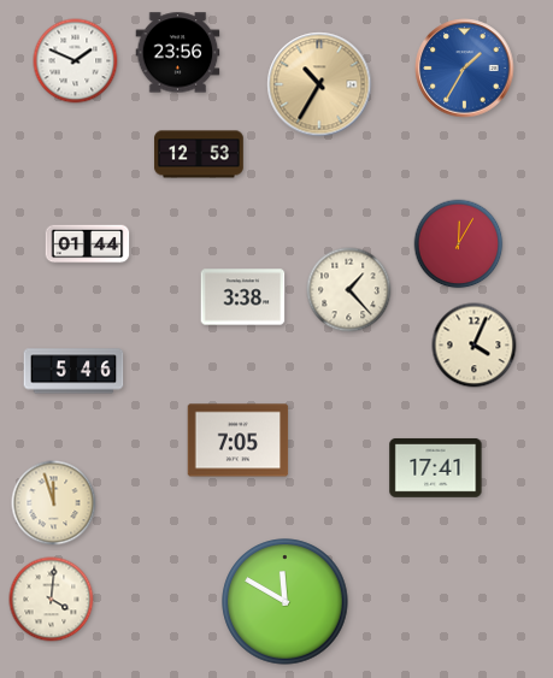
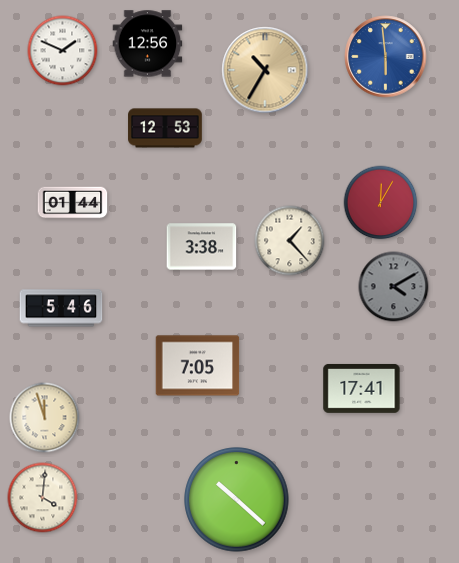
clock at (178, 53): 23:56 -> 12:56
clock at (465, 69): 1:35 -> 5:59
clock at (475, 346): 4:04 -> 4:10
clock at (475, 346) dial: cream -> grey
clock at (286, 602): 11:50 -> 10:22
